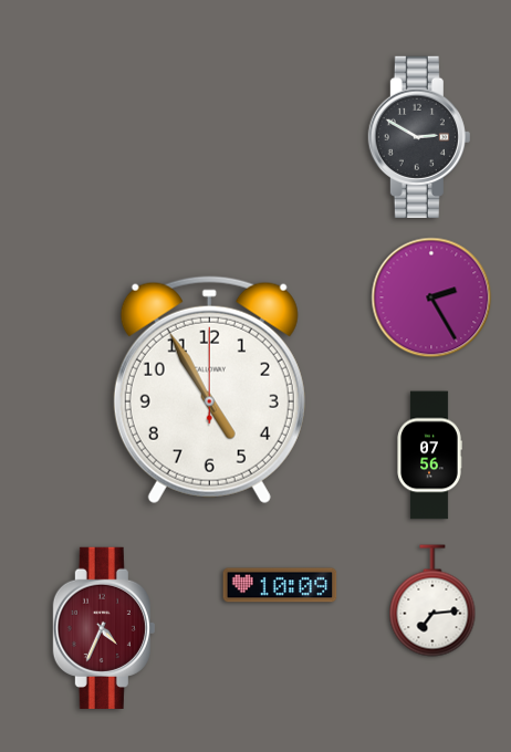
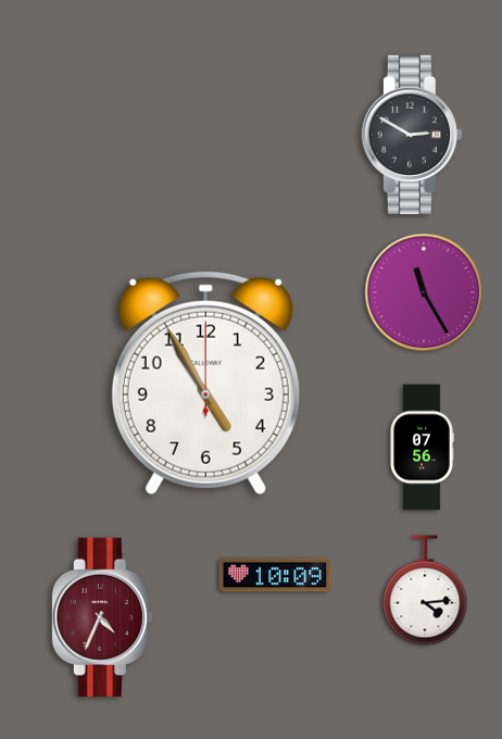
clock at (431, 297): 2:25 -> 11:25
clock at (432, 600): 7:14 -> 4:14
